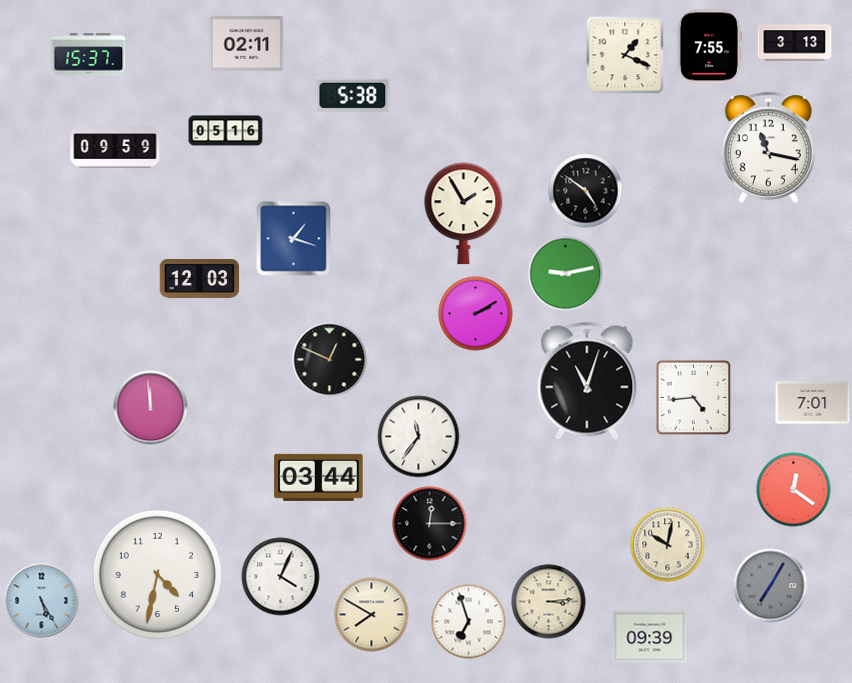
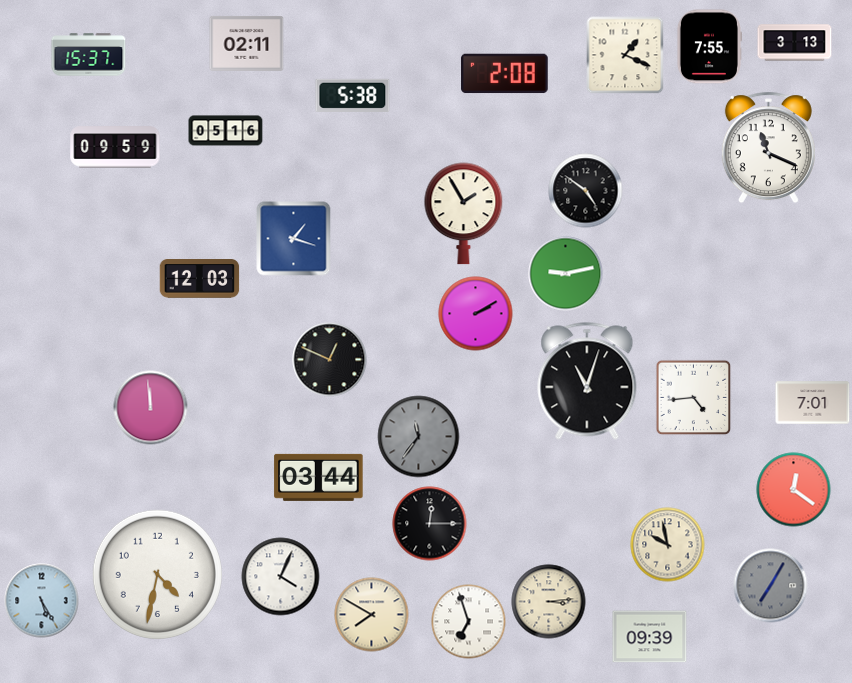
clock at (505, 74): none -> 2:08
clock at (768, 148): 11:17 -> 11:19
clock at (419, 437) dial: white -> grey
clock at (668, 545): 10:02 -> 9:58
